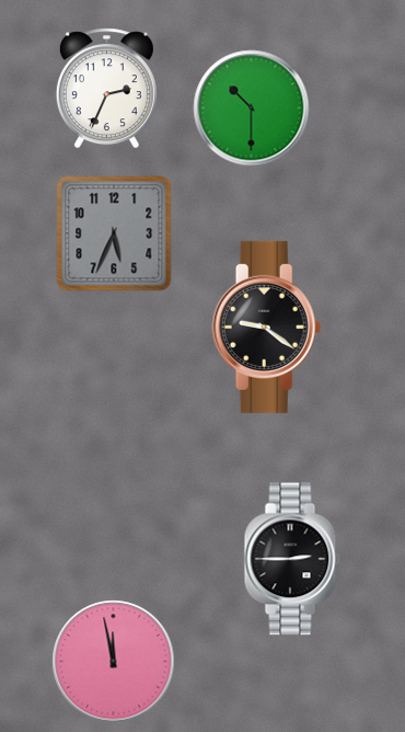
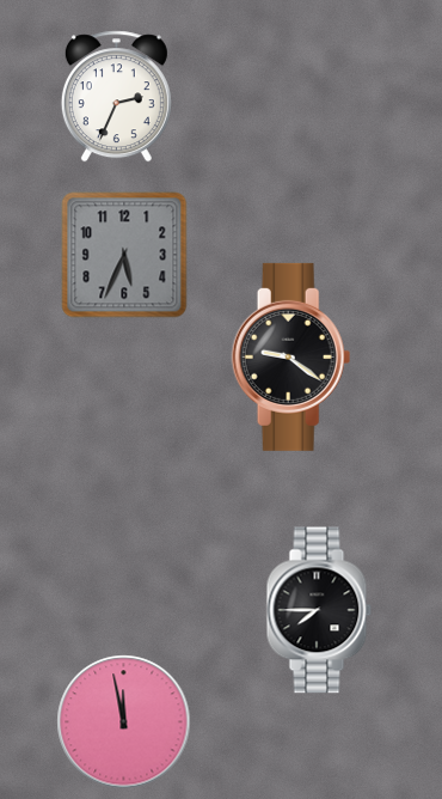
clock at (252, 108): 10:30 -> none
clock at (292, 559): 2:45 -> 7:45
